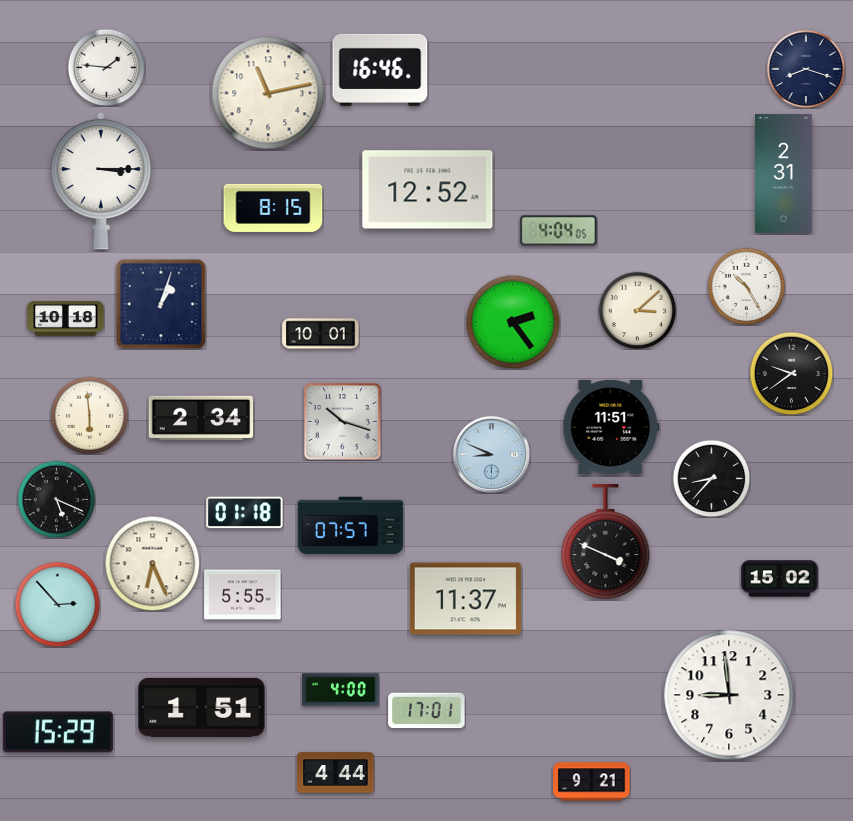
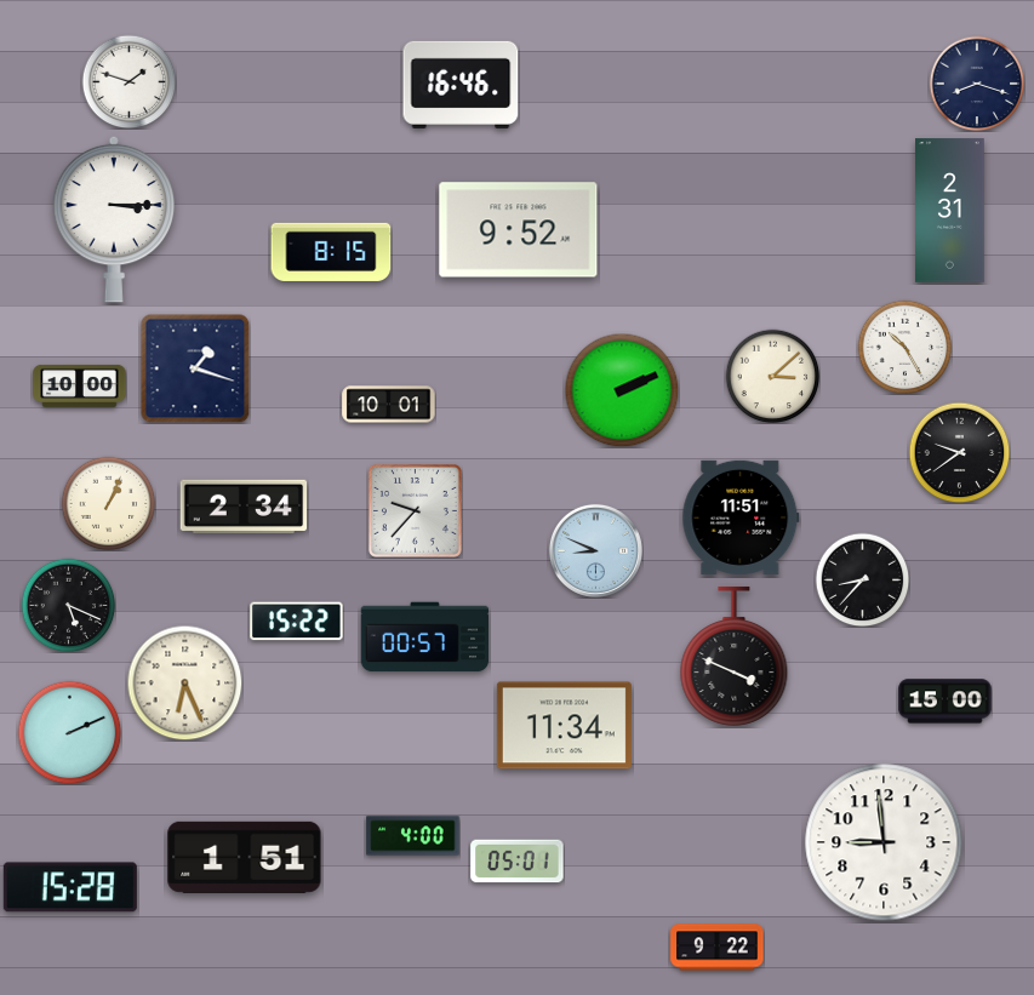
clock at (106, 67): 1:46 -> 1:48
clock at (268, 93): 11:13 -> none
clock at (101, 181) position: (101, 181) -> (114, 219)
clock at (428, 190): 12:52 -> 9:52
clock at (559, 231): 4:04 -> none
clock at (161, 304): 1:03 -> 1:18
clock at (66, 318): 10:18 -> 10:00
clock at (513, 322): 2:24 -> 2:11
clock at (89, 415): 5:59 -> 1:04
clock at (342, 421): 10:18 -> 9:37
clock at (245, 513): 01:18 -> 15:22
clock at (351, 526): 07:57 -> 00:57
clock at (780, 579): 15:02 -> 15:00
clock at (243, 595): 5:55 -> none
clock at (465, 599): 11:37 -> 11:34
clock at (57, 604): 2:53 -> 2:11
clock at (427, 711): 17:01 -> 05:01
clock at (58, 732): 15:29 -> 15:28
clock at (336, 773): 4:44 -> none
clock at (592, 782): 9:21 -> 9:22
